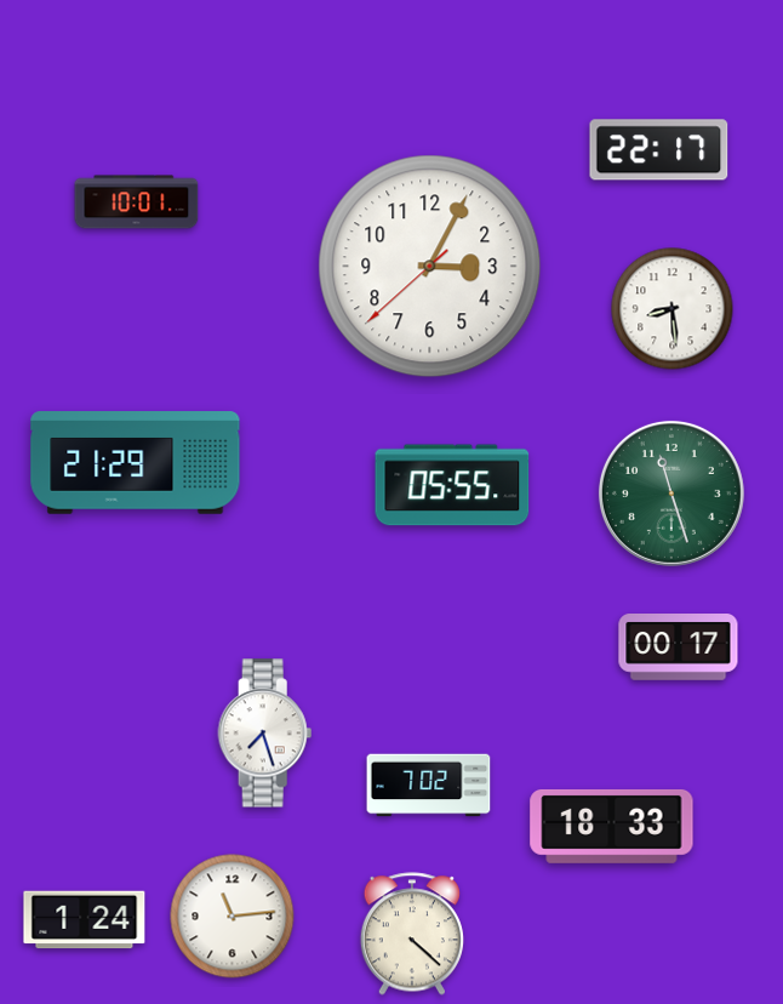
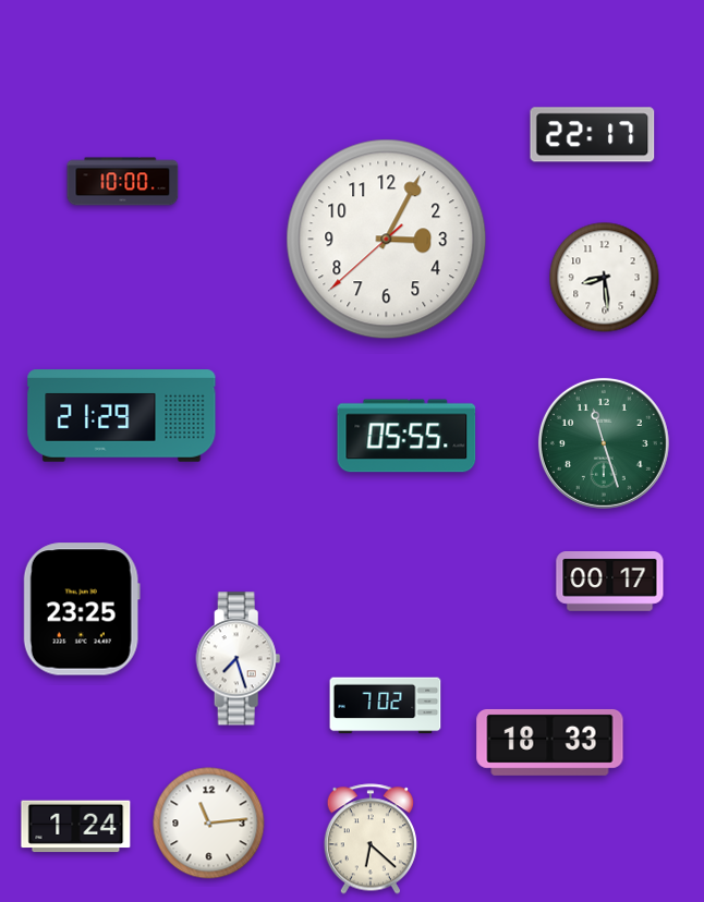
clock at (137, 202): 10:01 -> 10:00
clock at (82, 609): none -> 23:25
clock at (411, 934): 4:22 -> 6:22
